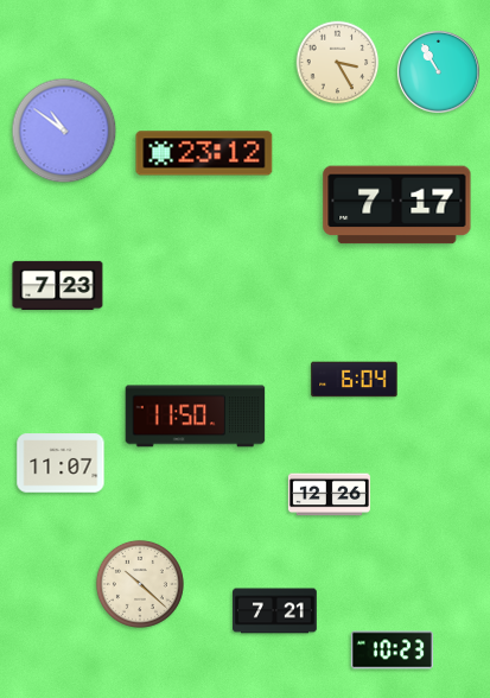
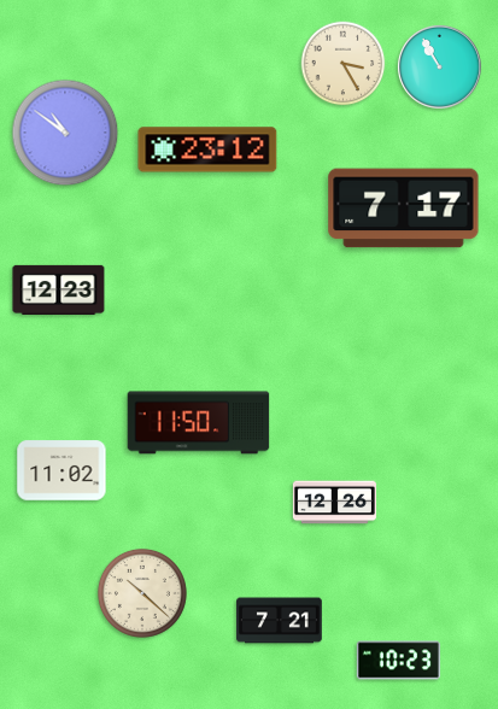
clock at (438, 71) position: (438, 71) -> (439, 66)
clock at (204, 153) position: (204, 153) -> (207, 150)
clock at (58, 285): 7:23 -> 12:23
clock at (355, 380): 6:04 -> none
clock at (61, 463): 11:07 -> 11:02
